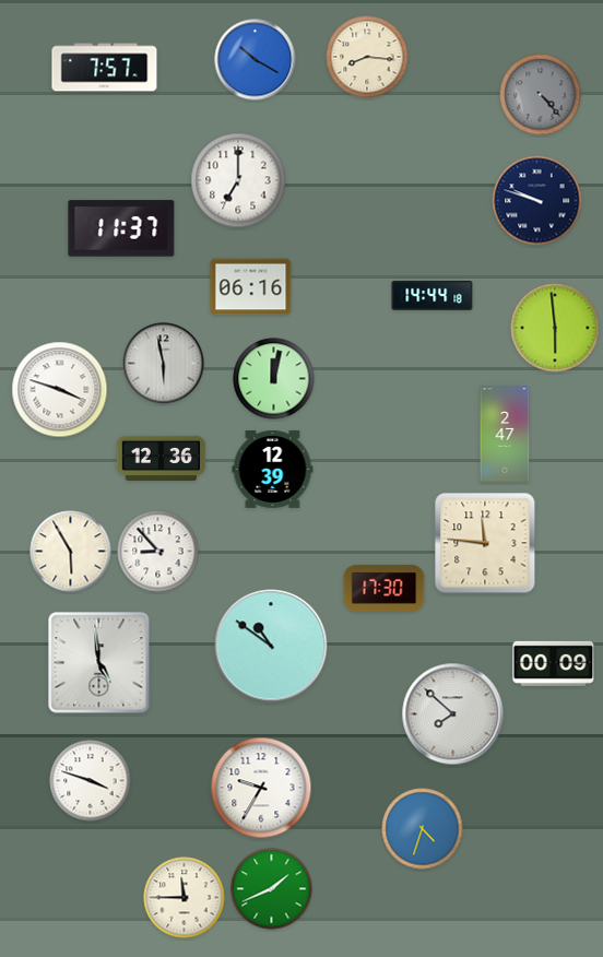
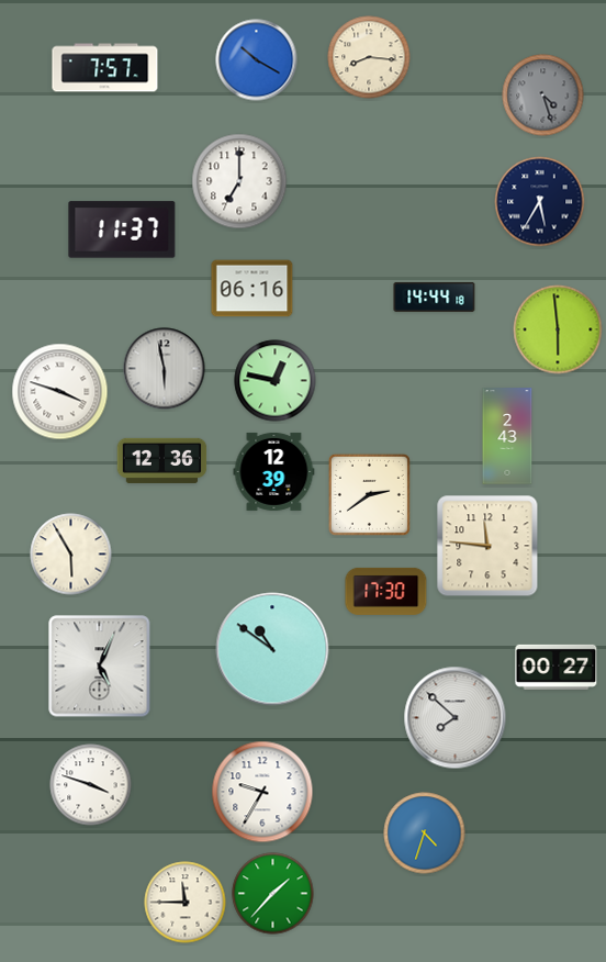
clock at (541, 95): 4:23 -> 4:27
clock at (537, 201): 9:48 -> 5:35
clock at (164, 364) position: (164, 364) -> (165, 369)
clock at (274, 379): 12:02 -> 12:47
clock at (505, 434): 2:47 -> 2:43
clock at (369, 494): none -> 2:39
clock at (158, 552): 8:53 -> none
clock at (99, 663): 4:59 -> 5:04
clock at (554, 663): 00:09 -> 00:27
clock at (272, 889): 1:41 -> 1:37
